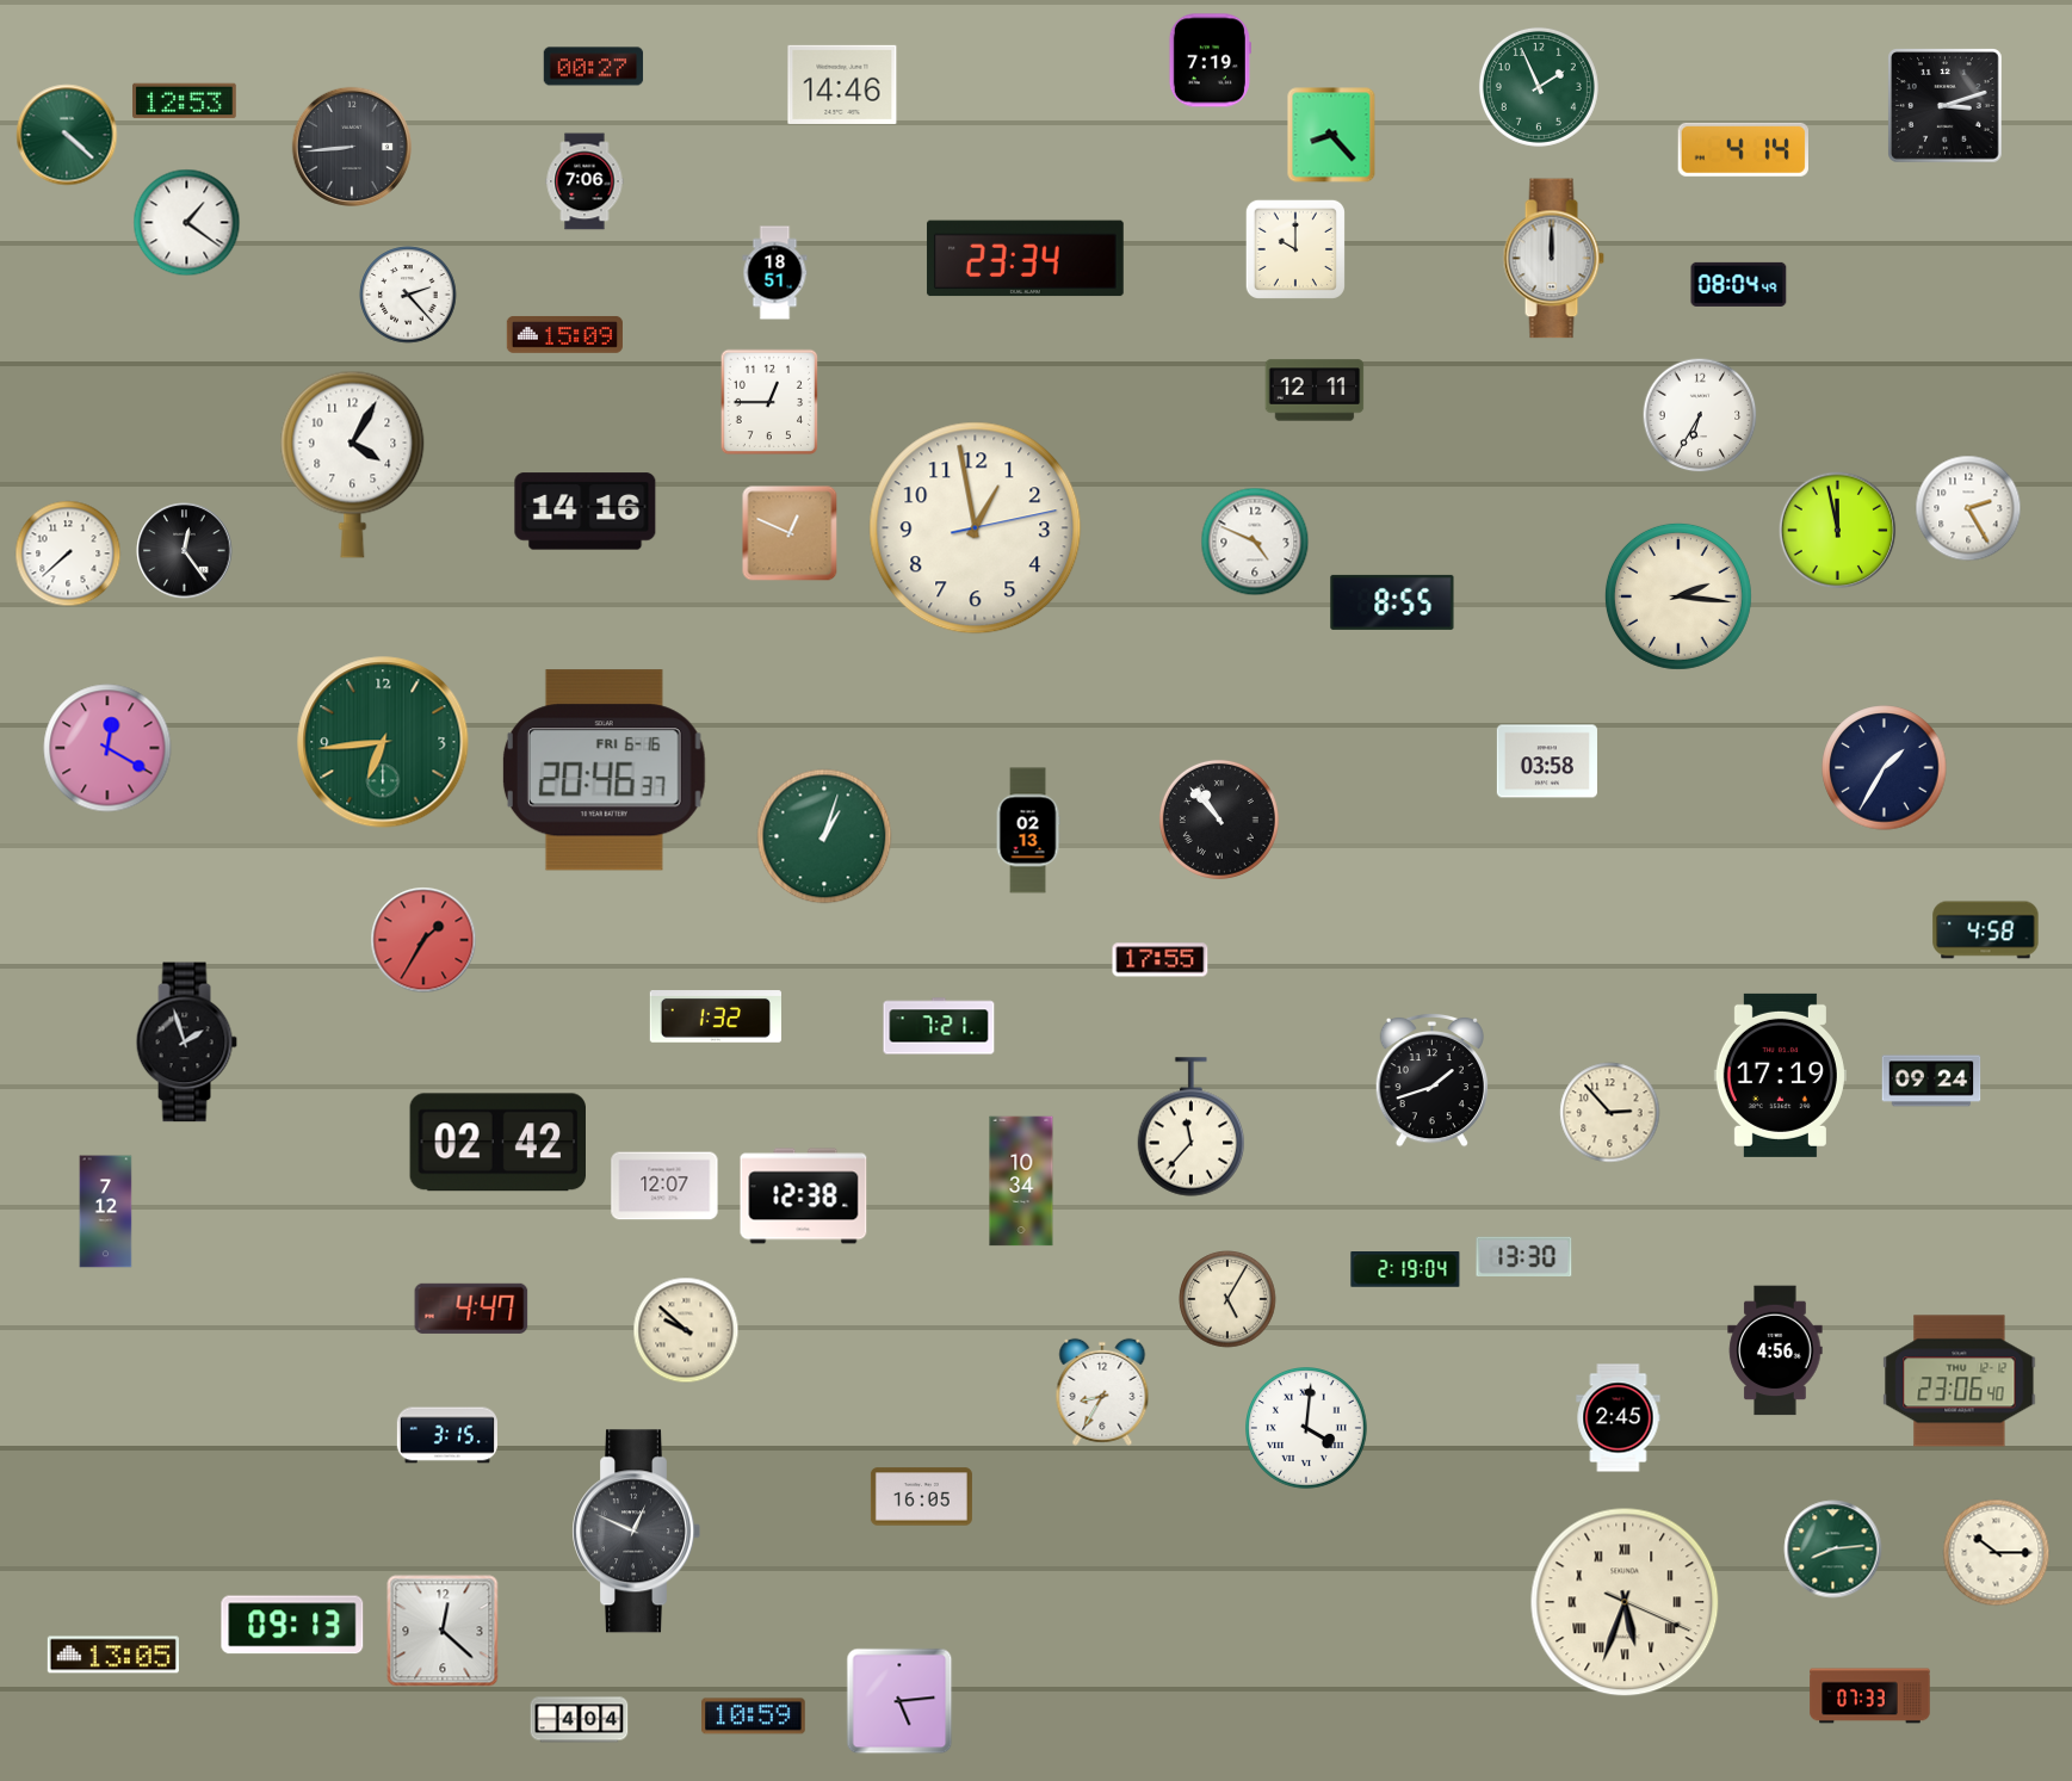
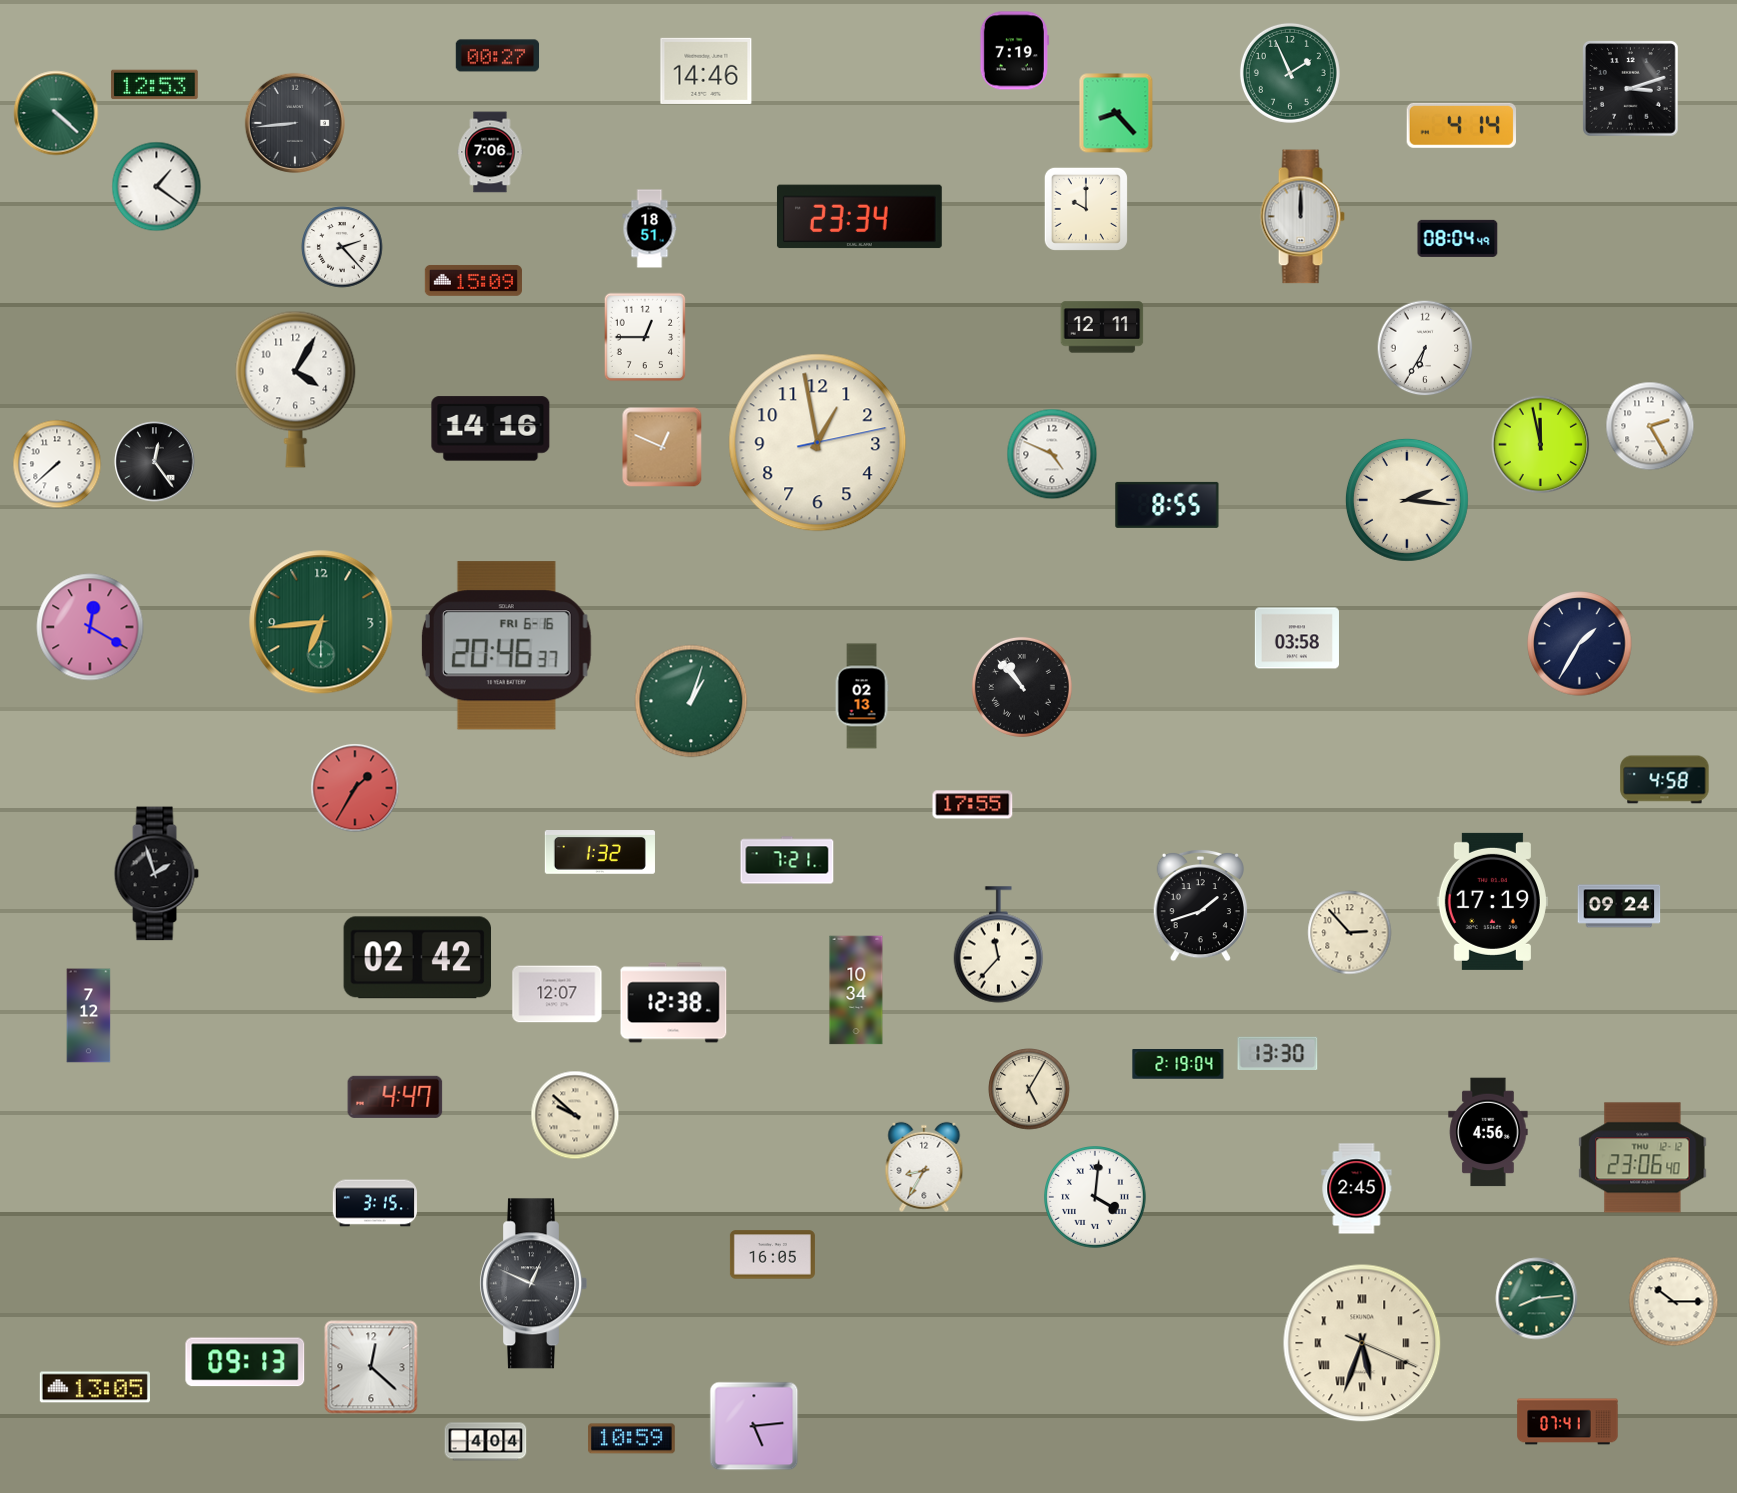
clock at (1870, 1696): 07:33 -> 07:41
